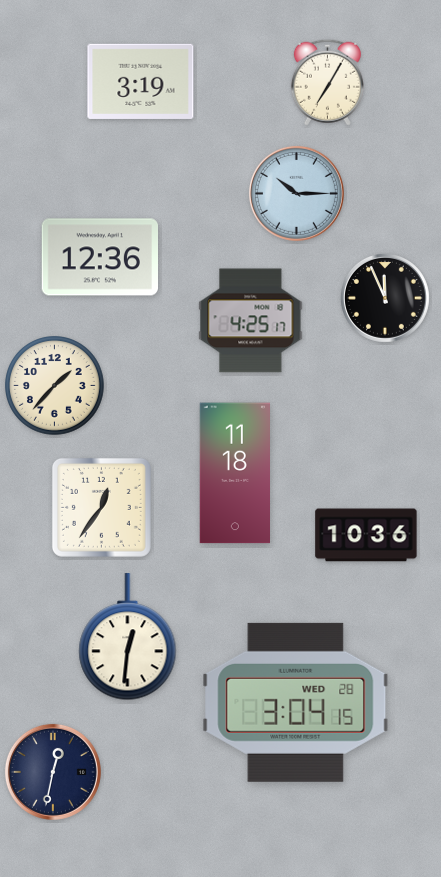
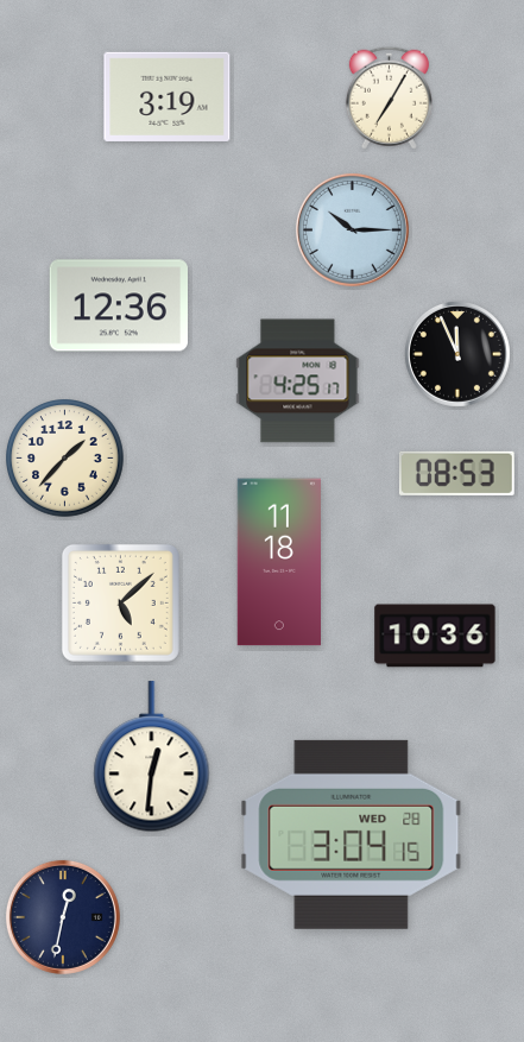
clock at (456, 473): none -> 08:53
clock at (101, 507): 12:36 -> 5:08
